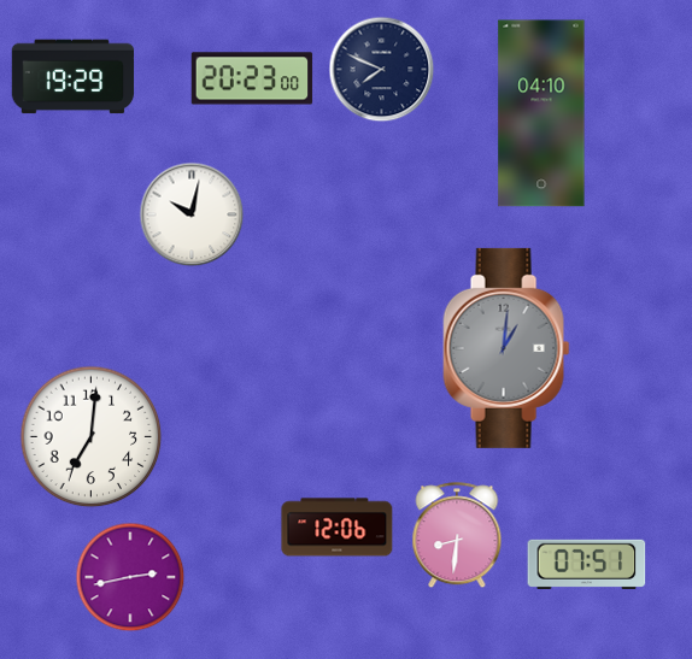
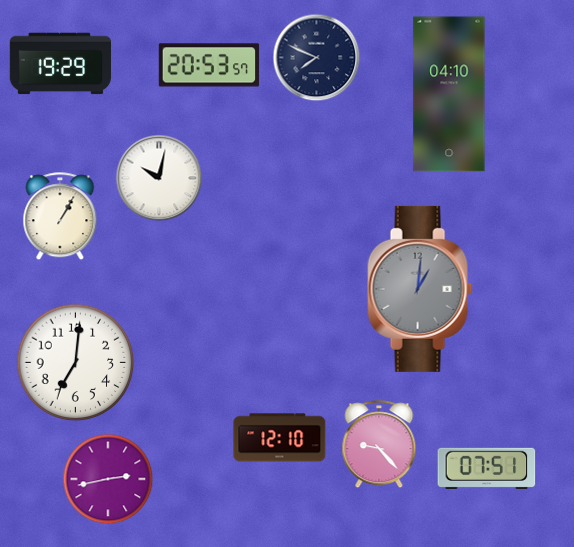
clock at (252, 78): 20:23 -> 20:53
clock at (60, 217): none -> 1:05
clock at (338, 528): 12:06 -> 12:10
clock at (457, 536): 8:31 -> 9:23
